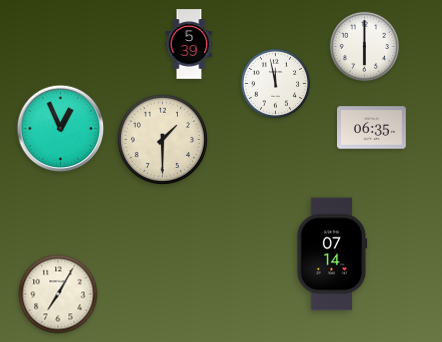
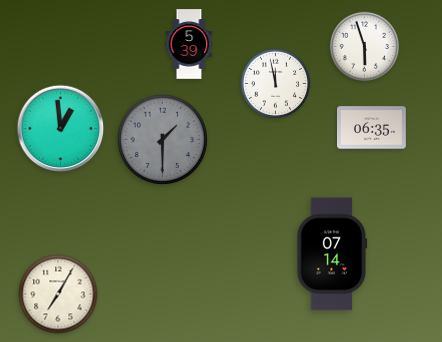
clock at (364, 46): 6:00 -> 5:57
clock at (61, 129): 12:56 -> 12:59
clock at (162, 139) dial: cream -> grey
